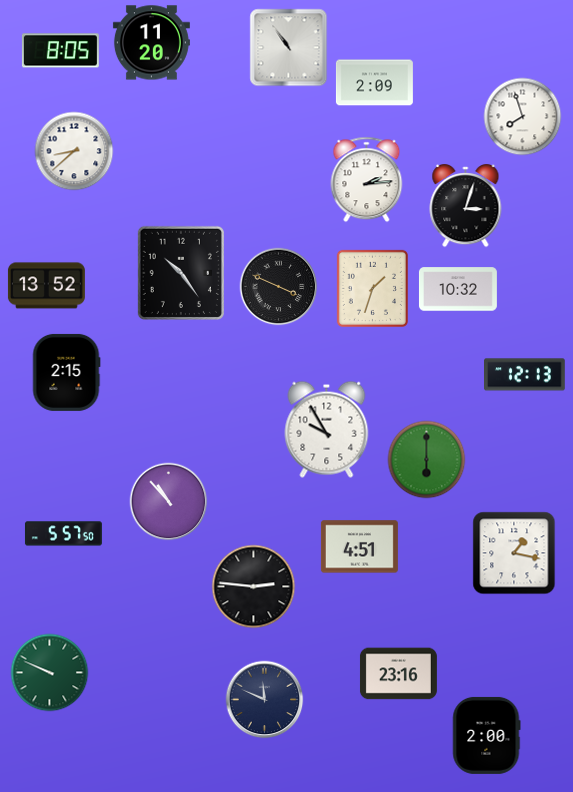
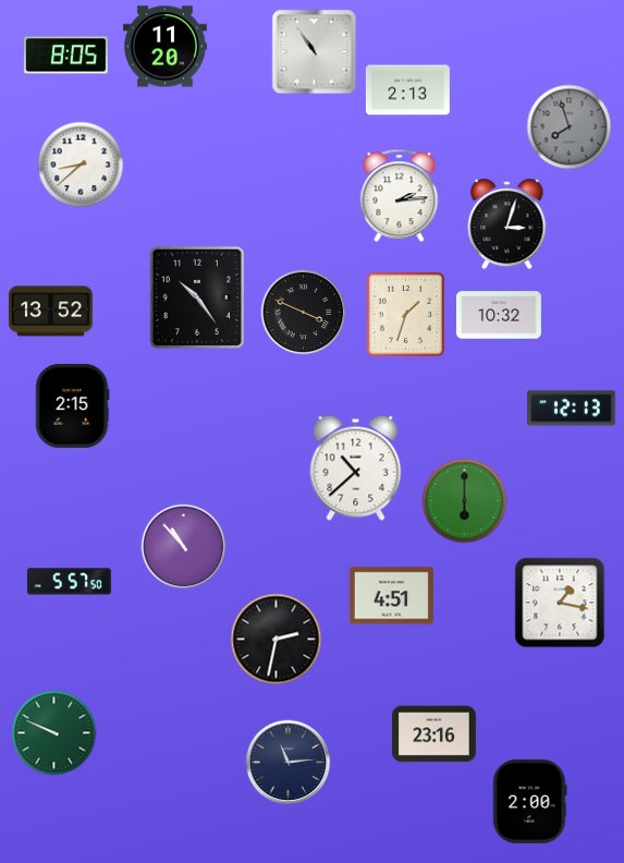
clock at (374, 83): 2:09 -> 2:13
clock at (522, 116) dial: white -> grey
clock at (327, 429): 9:55 -> 10:38
clock at (253, 586): 2:46 -> 2:32
clock at (264, 699): 11:49 -> 11:14
